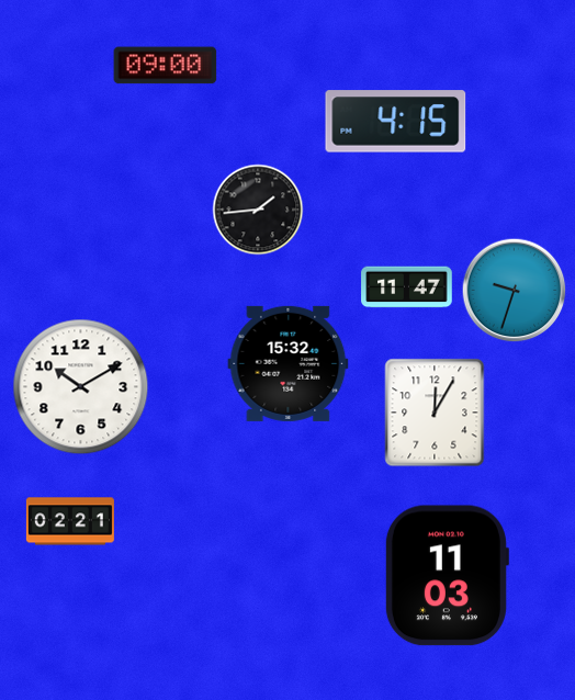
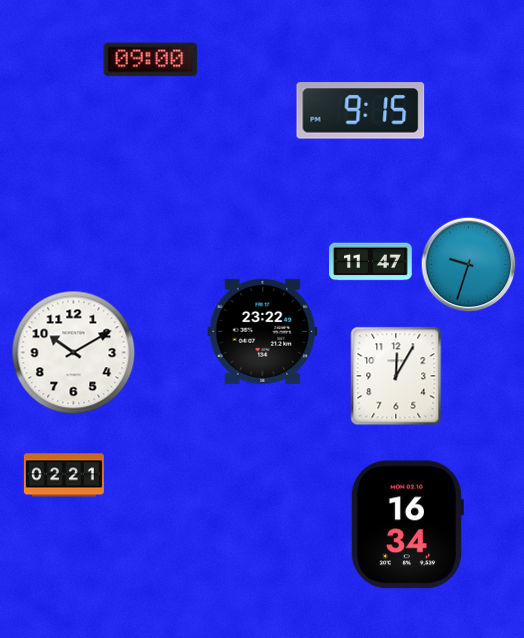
clock at (396, 122): 4:15 -> 9:15
clock at (258, 210): 1:44 -> none
clock at (289, 363): 15:32 -> 23:22
clock at (447, 576): 11:03 -> 16:34
